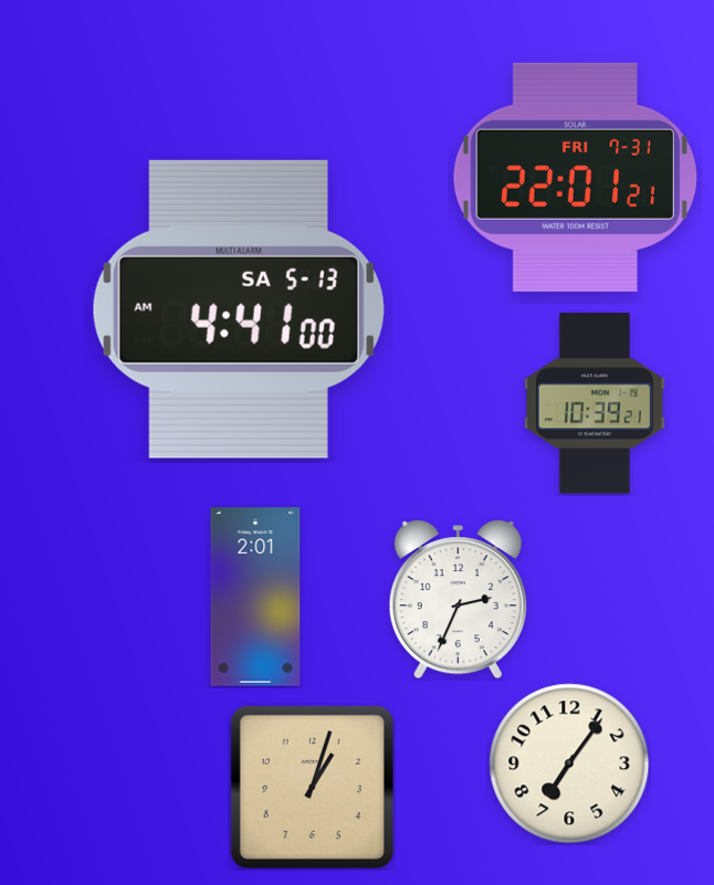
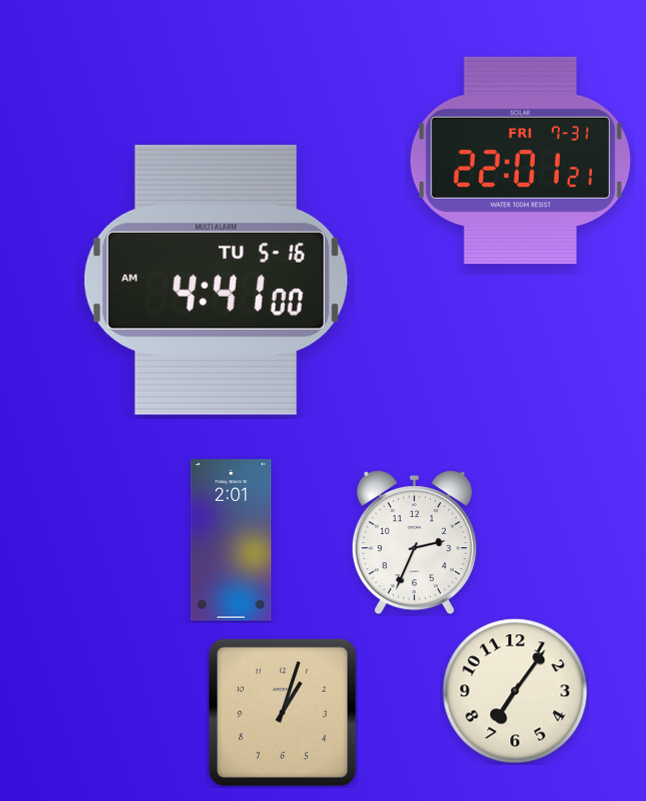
clock at (239, 309) date: SA 5-13 -> TU 5-16
clock at (595, 403): 10:39 -> none
